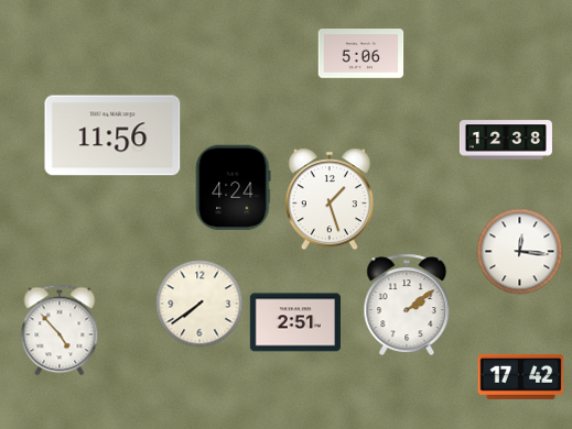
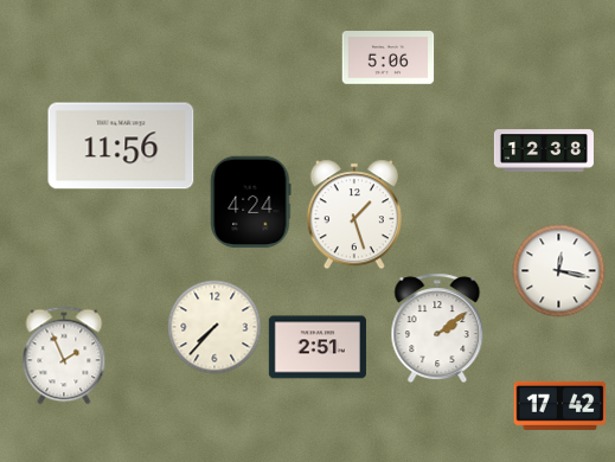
clock at (519, 251): 12:16 -> 12:17
clock at (199, 304): 7:39 -> 7:37
clock at (60, 330): 4:53 -> 1:56
